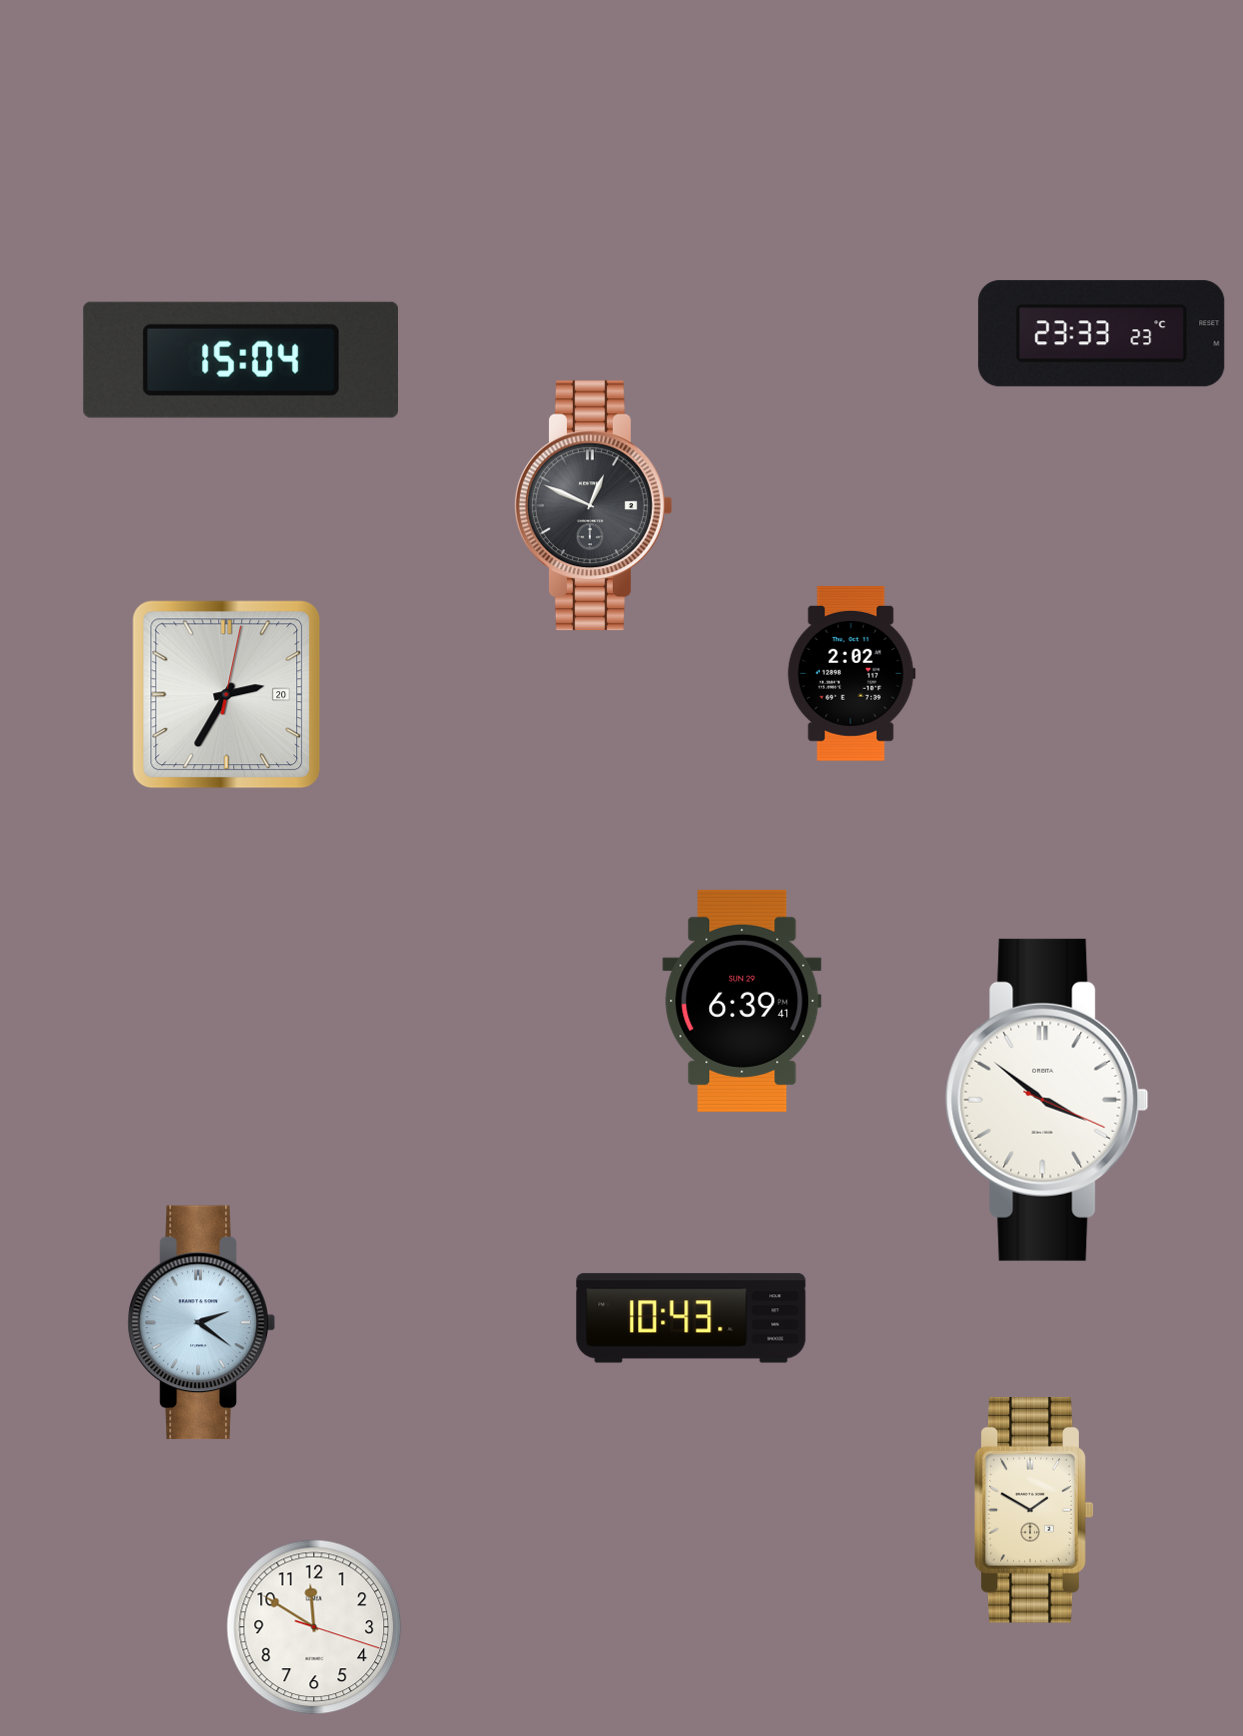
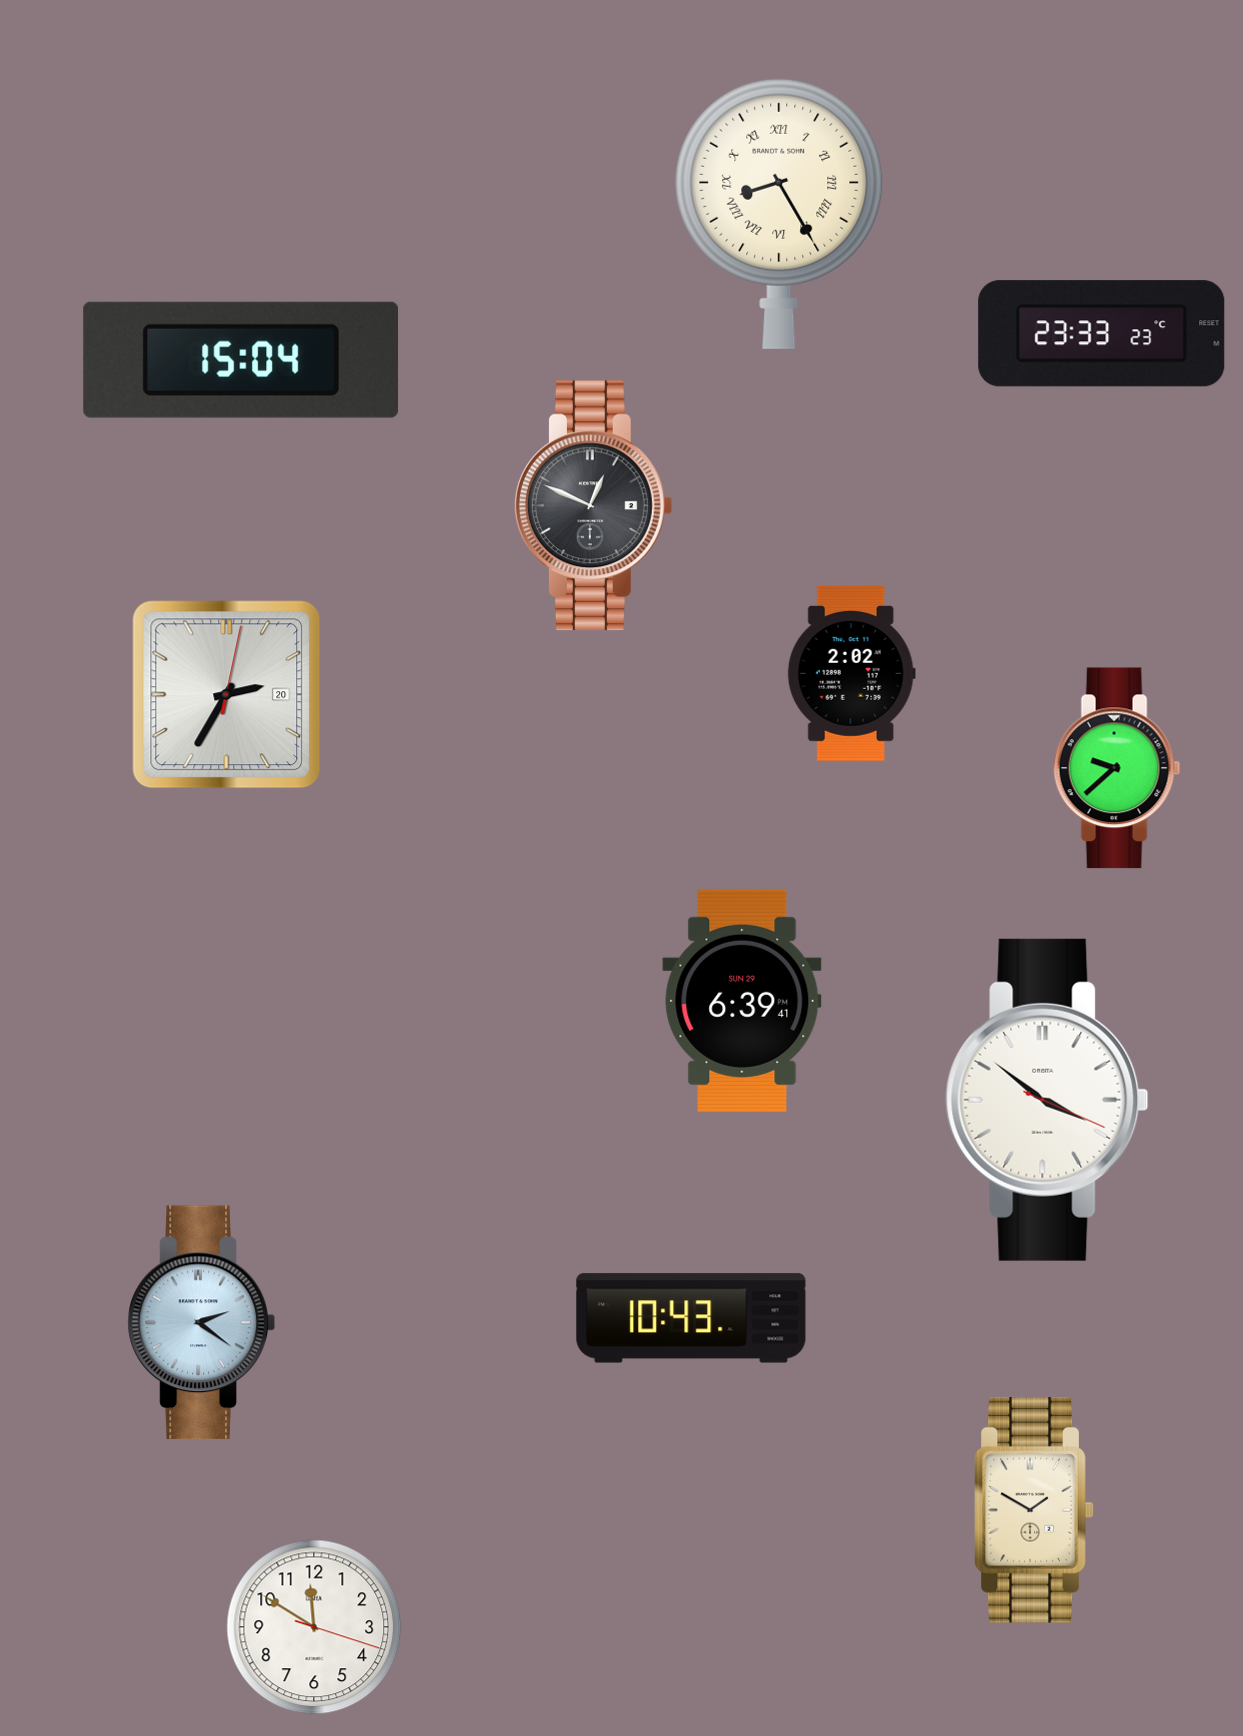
clock at (779, 213): none -> 8:25
clock at (1117, 768): none -> 9:38
